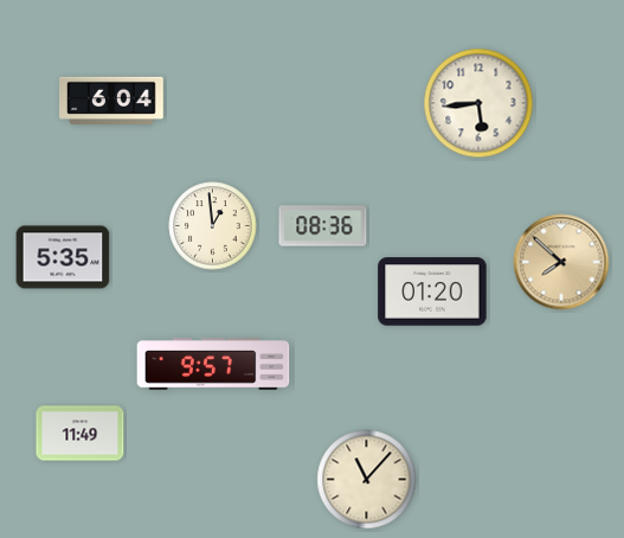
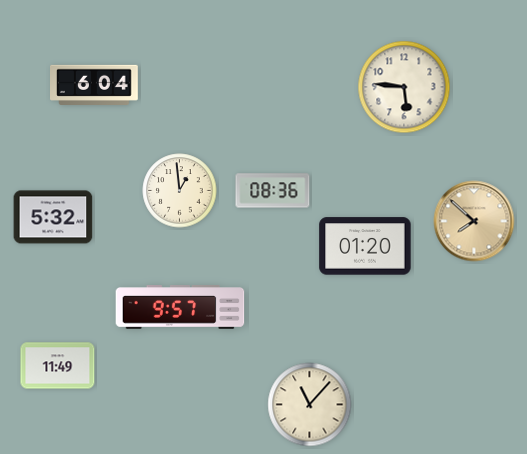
clock at (478, 103): 5:44 -> 5:46
clock at (63, 257): 5:35 -> 5:32
clock at (81, 434) position: (81, 434) -> (58, 366)
